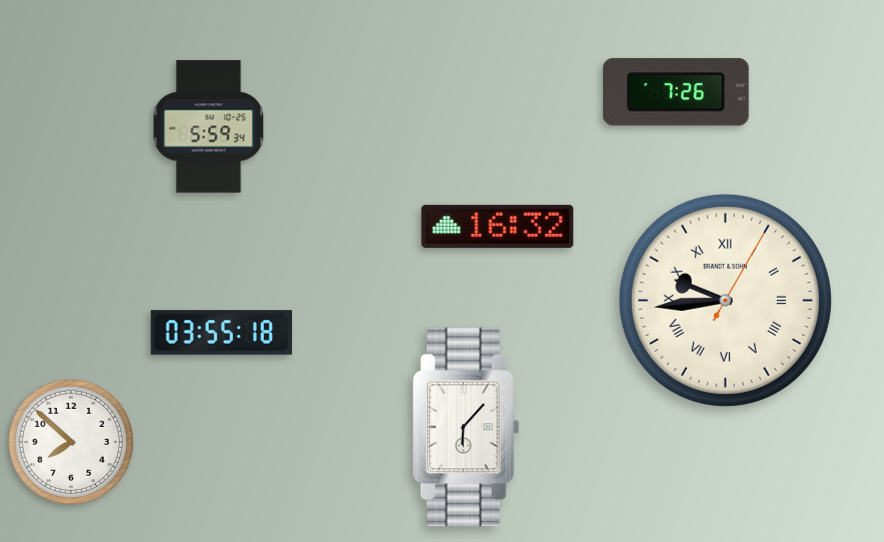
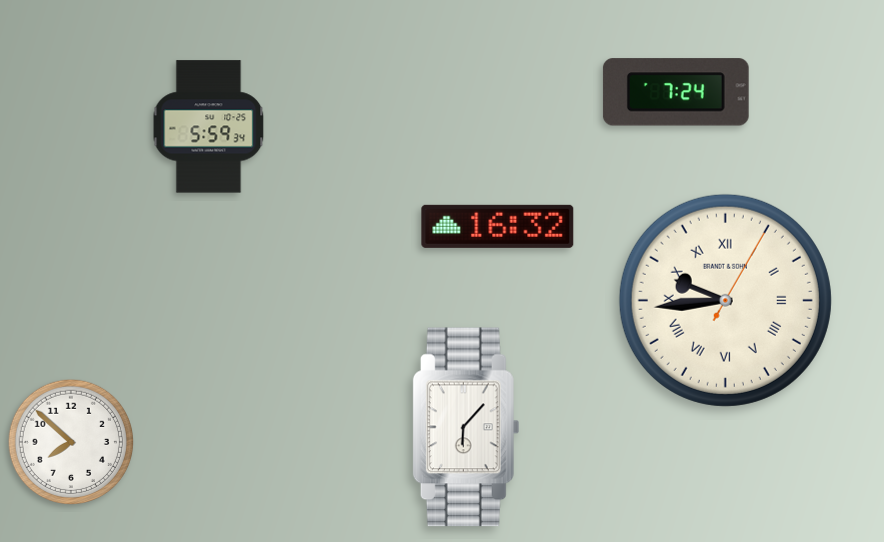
clock at (676, 92): 7:26 -> 7:24
clock at (221, 333): 03:55 -> none
